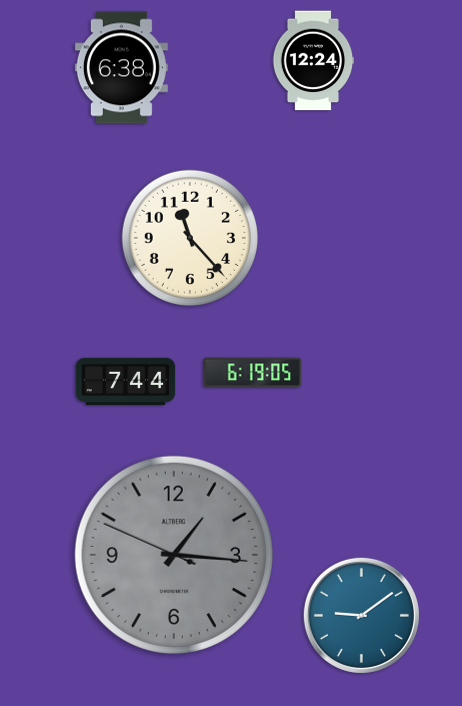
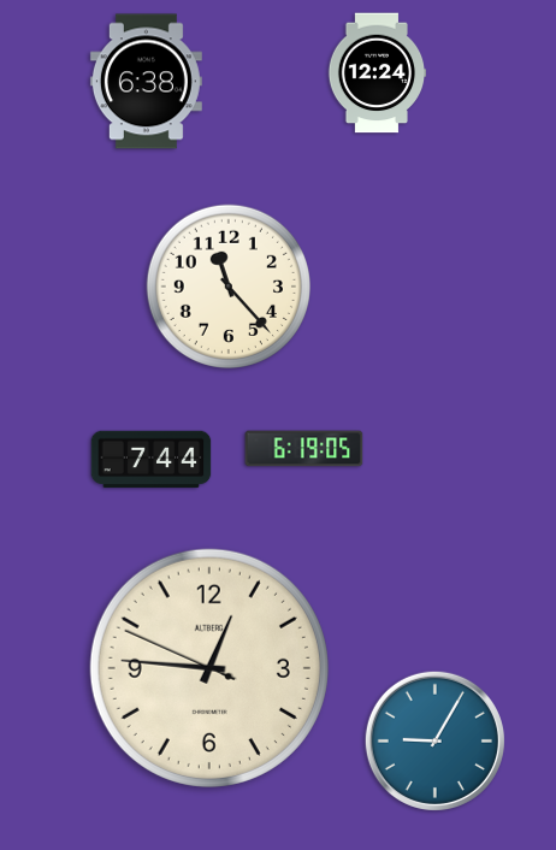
clock at (174, 555): 1:15 -> 12:45
clock at (174, 555) dial: grey -> cream
clock at (361, 615): 9:09 -> 9:05
